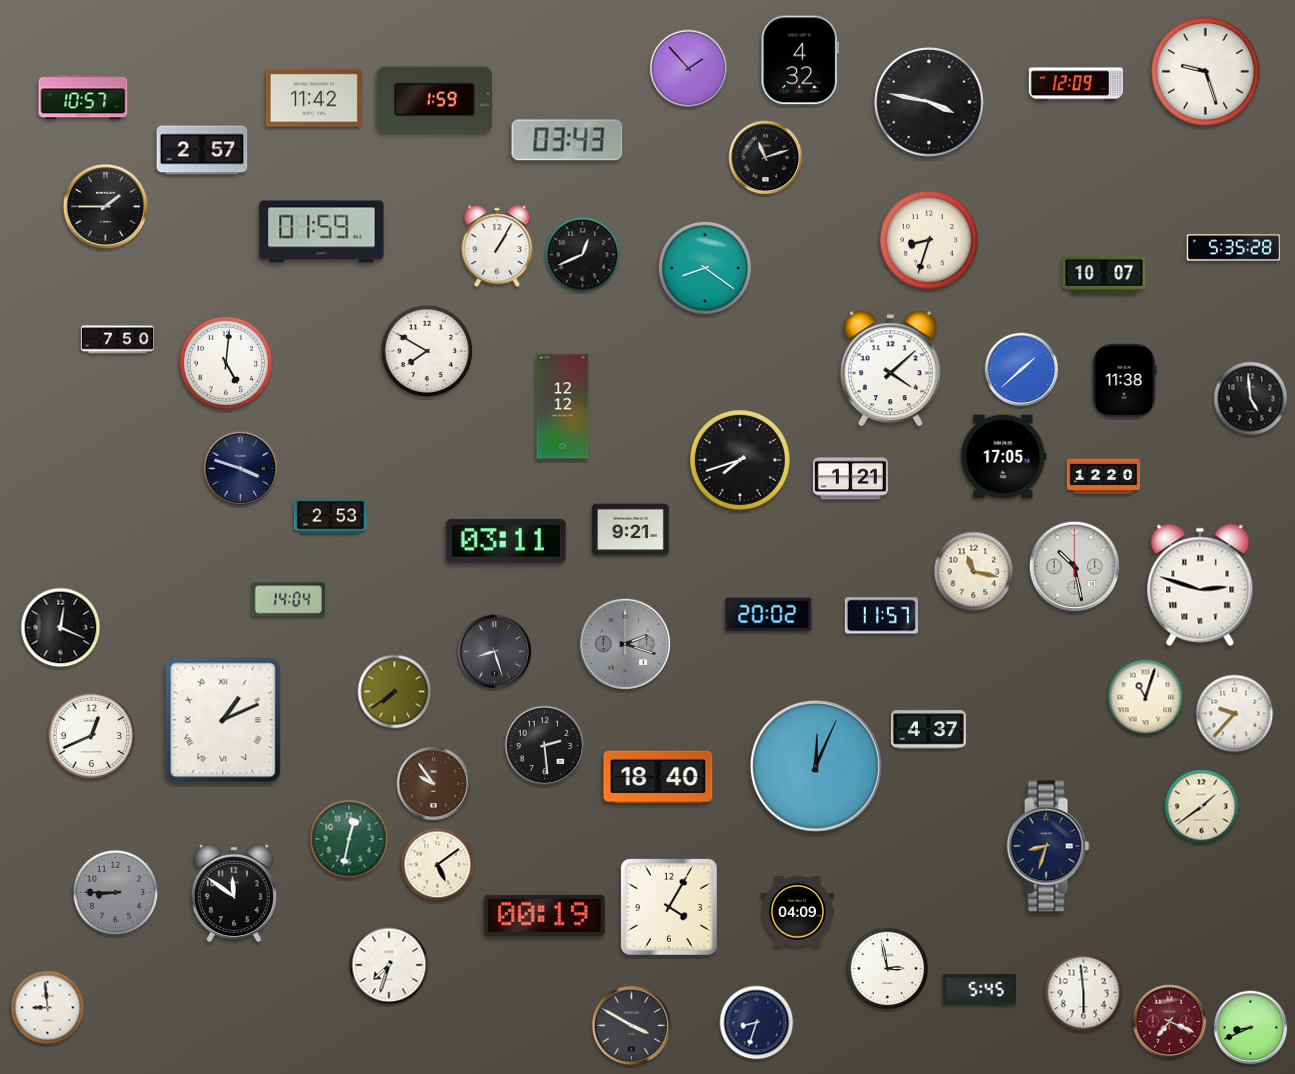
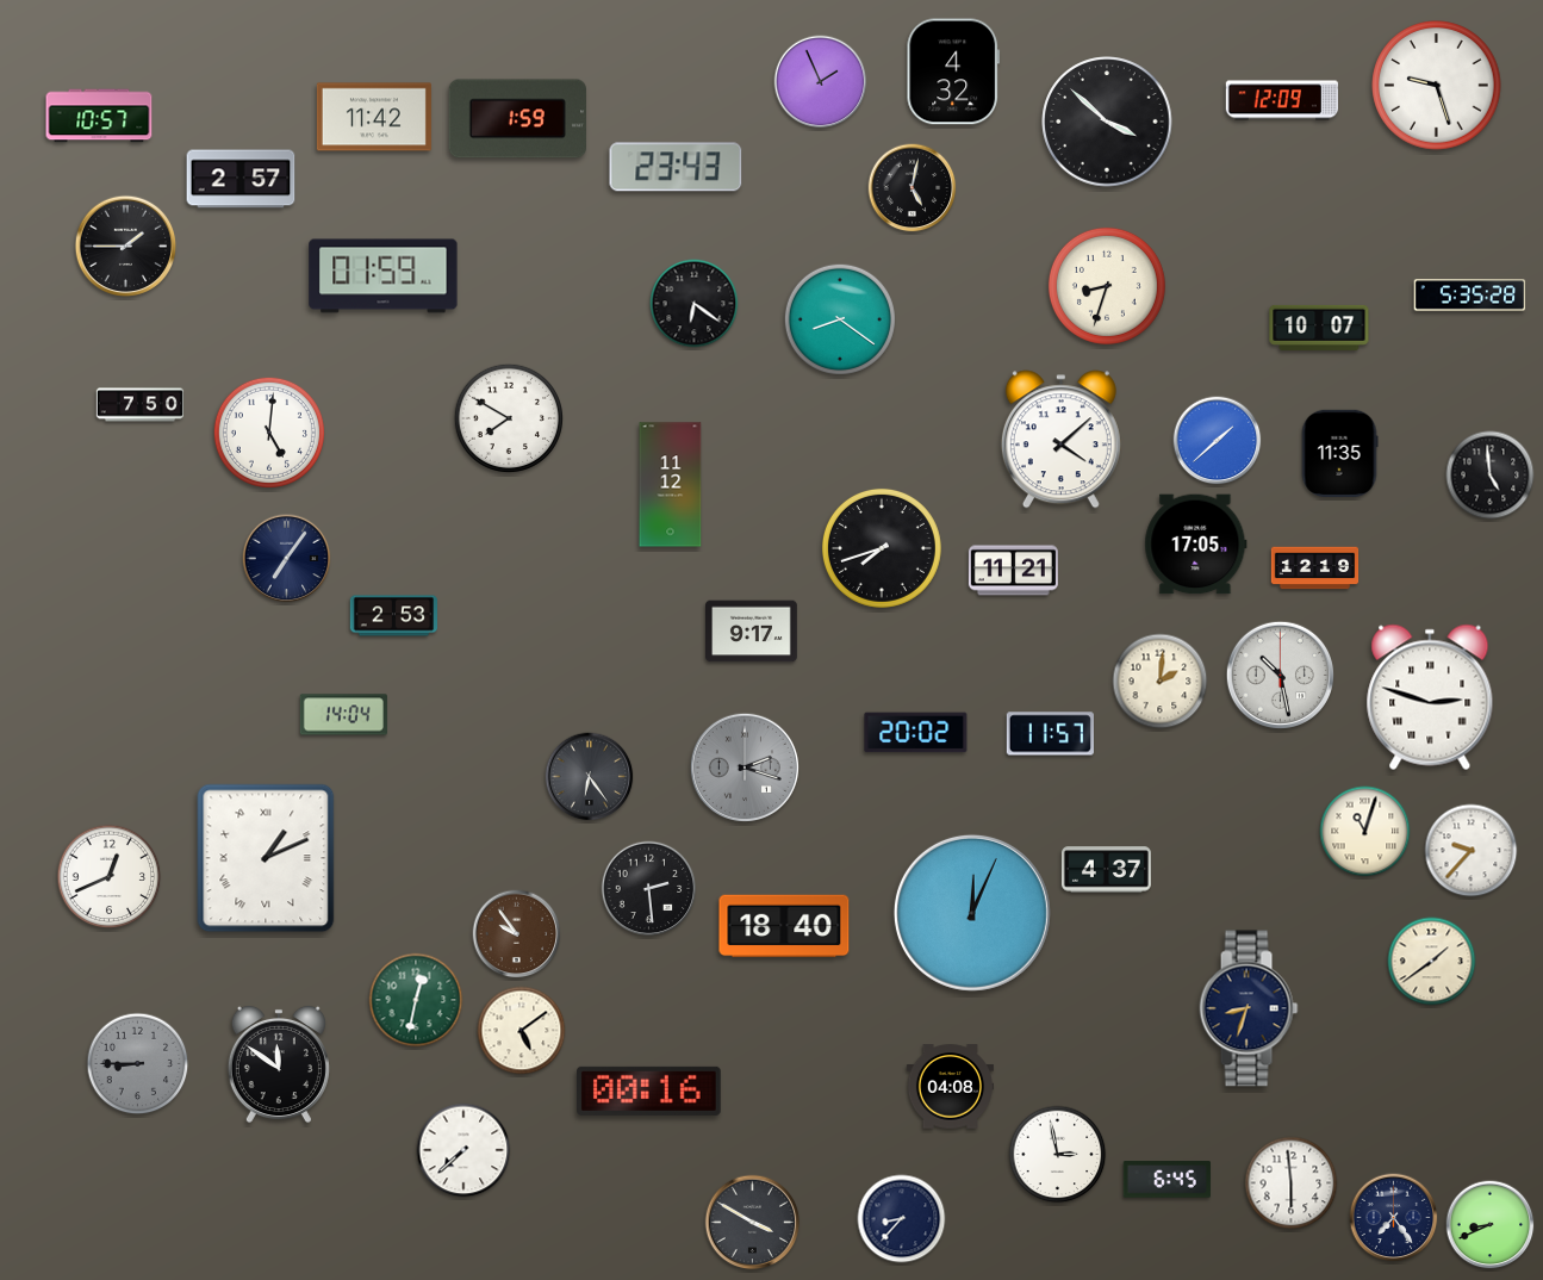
clock at (689, 69): 1:53 -> 1:56
clock at (929, 102): 3:47 -> 3:52
clock at (567, 140): 03:43 -> 23:43
clock at (766, 158): 11:12 -> 5:02
clock at (497, 245): 1:05 -> none
clock at (583, 255): 12:41 -> 6:21
clock at (1104, 275) position: (1104, 275) -> (1319, 328)
clock at (1124, 380): 11:38 -> 11:35
clock at (563, 407): 12:12 -> 11:12
clock at (241, 469): 3:48 -> 7:06
clock at (1104, 477): 12:20 -> 12:19
clock at (850, 479): 1:21 -> 11:21
clock at (631, 530): 9:21 -> 9:17
clock at (506, 541): 03:11 -> none
clock at (974, 572): 11:17 -> 2:01
clock at (61, 628): 12:19 -> none
clock at (495, 652): 8:27 -> 6:24
clock at (395, 692): 7:39 -> none
clock at (669, 907): 4:05 -> none
clock at (797, 912): 04:09 -> 04:08
clock at (545, 915): 00:19 -> 00:16
clock at (389, 965): 7:33 -> 7:38
clock at (979, 990): 5:45 -> 6:45
clock at (48, 1008): 8:59 -> none
clock at (1170, 1022): 7:19 -> 7:24
clock at (1170, 1022) dial: burgundy -> navy
clock at (757, 1023): 8:33 -> 8:37
